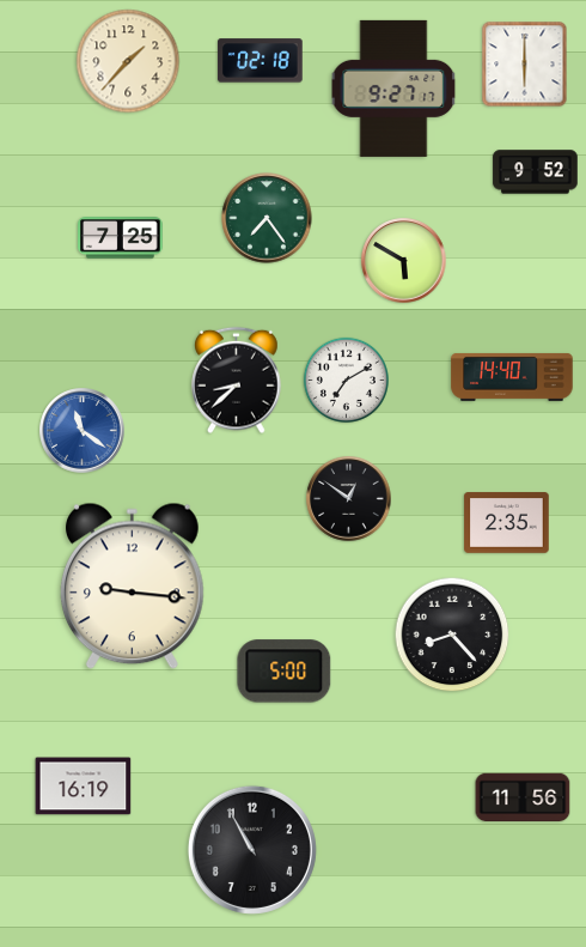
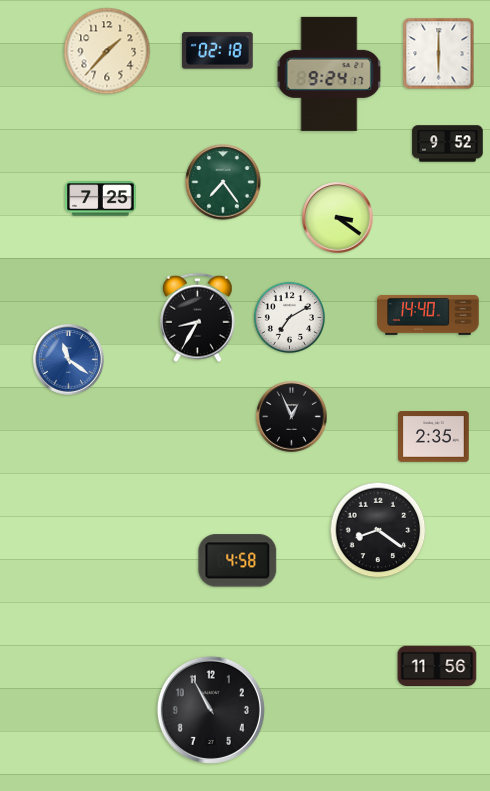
clock at (393, 89): 9:27 -> 9:24
clock at (404, 261): 5:50 -> 3:21
clock at (237, 381): 8:38 -> 8:35
clock at (349, 499): 12:51 -> 12:56
clock at (507, 523) position: (507, 523) -> (434, 437)
clock at (132, 587): 9:16 -> none
clock at (452, 635): 8:23 -> 8:21
clock at (285, 672): 5:00 -> 4:58
clock at (84, 787): 16:19 -> none
